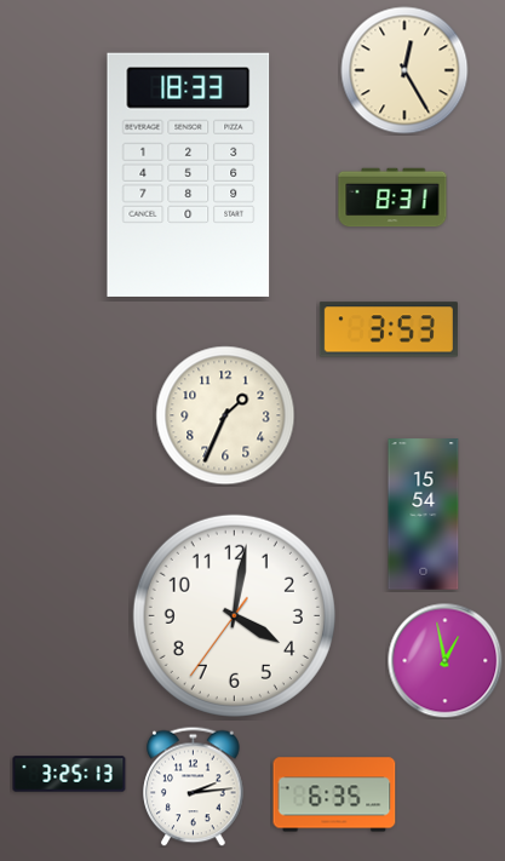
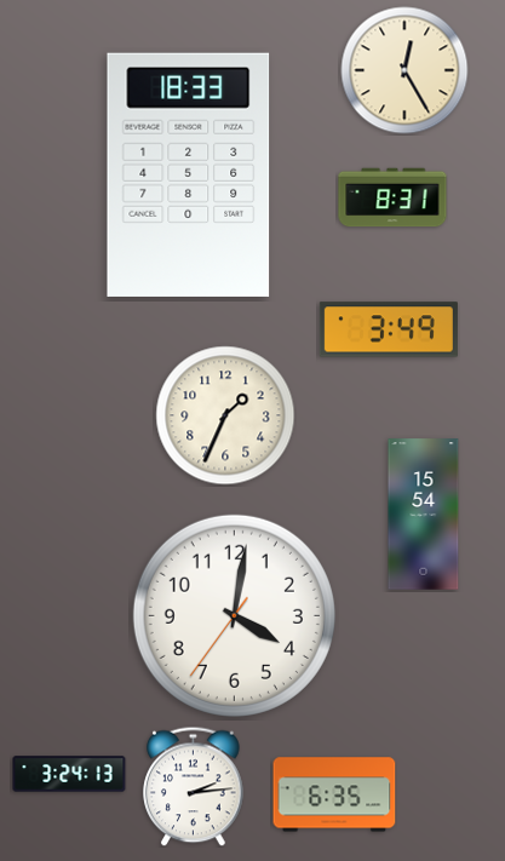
clock at (389, 329): 3:53 -> 3:49
clock at (444, 660): 12:58 -> none
clock at (69, 774): 3:25 -> 3:24
